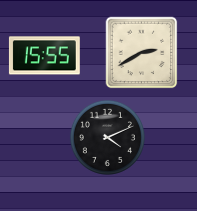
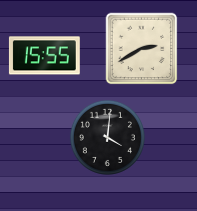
clock at (142, 53) position: (142, 53) -> (142, 49)
clock at (107, 137): 4:11 -> 4:01
